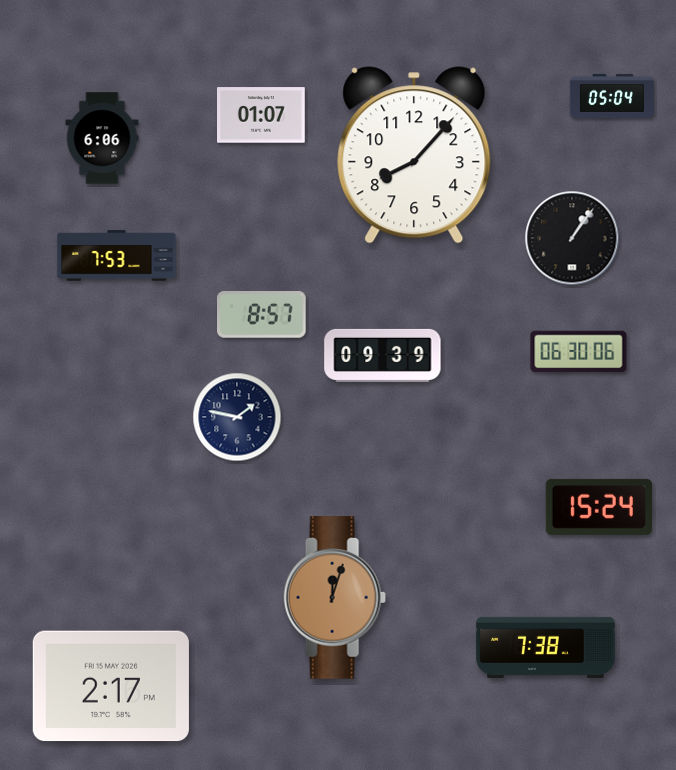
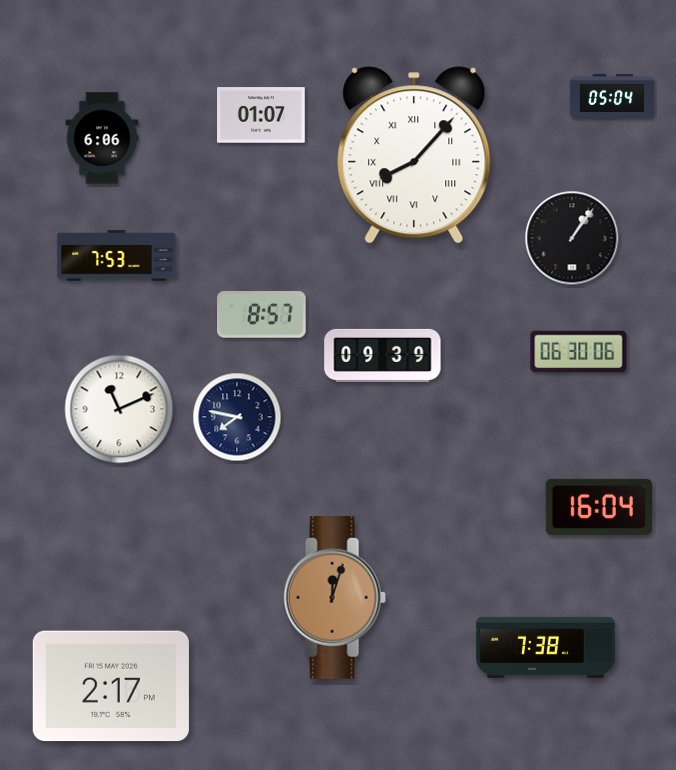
clock at (414, 155) numerals: Arabic -> Roman
clock at (119, 409): none -> 11:11
clock at (237, 417): 1:47 -> 7:47
clock at (598, 507): 15:24 -> 16:04
